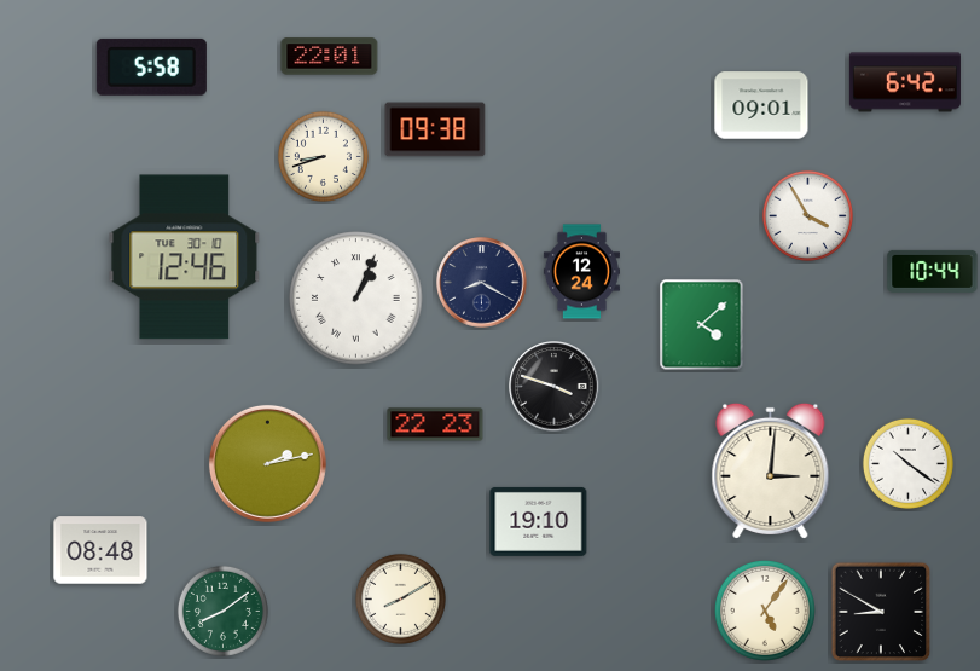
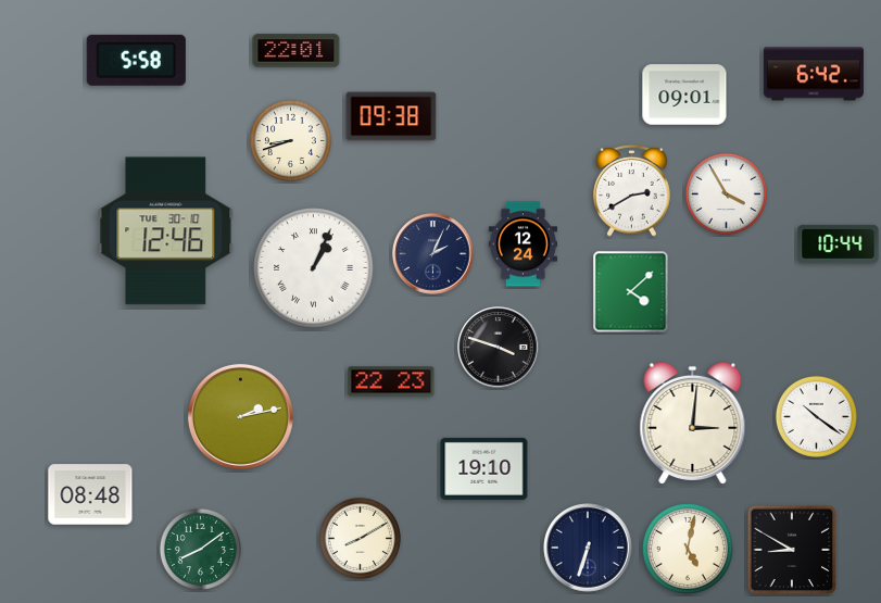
clock at (632, 191): none -> 2:40
clock at (482, 283): 8:20 -> 2:04
clock at (356, 299) position: (356, 299) -> (314, 268)
clock at (588, 548): none -> 6:33
clock at (765, 611): 5:06 -> 5:02
